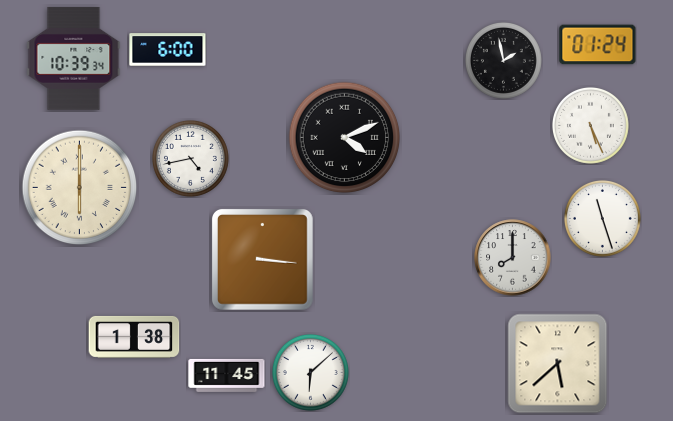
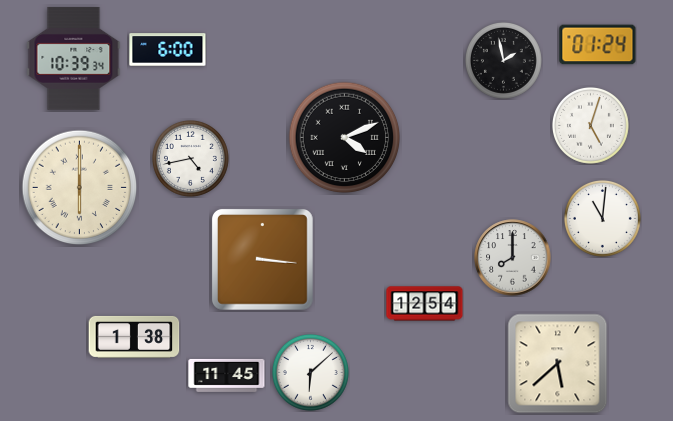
clock at (590, 125): 5:26 -> 5:03
clock at (602, 218): 11:27 -> 11:01
clock at (425, 304): none -> 12:54
